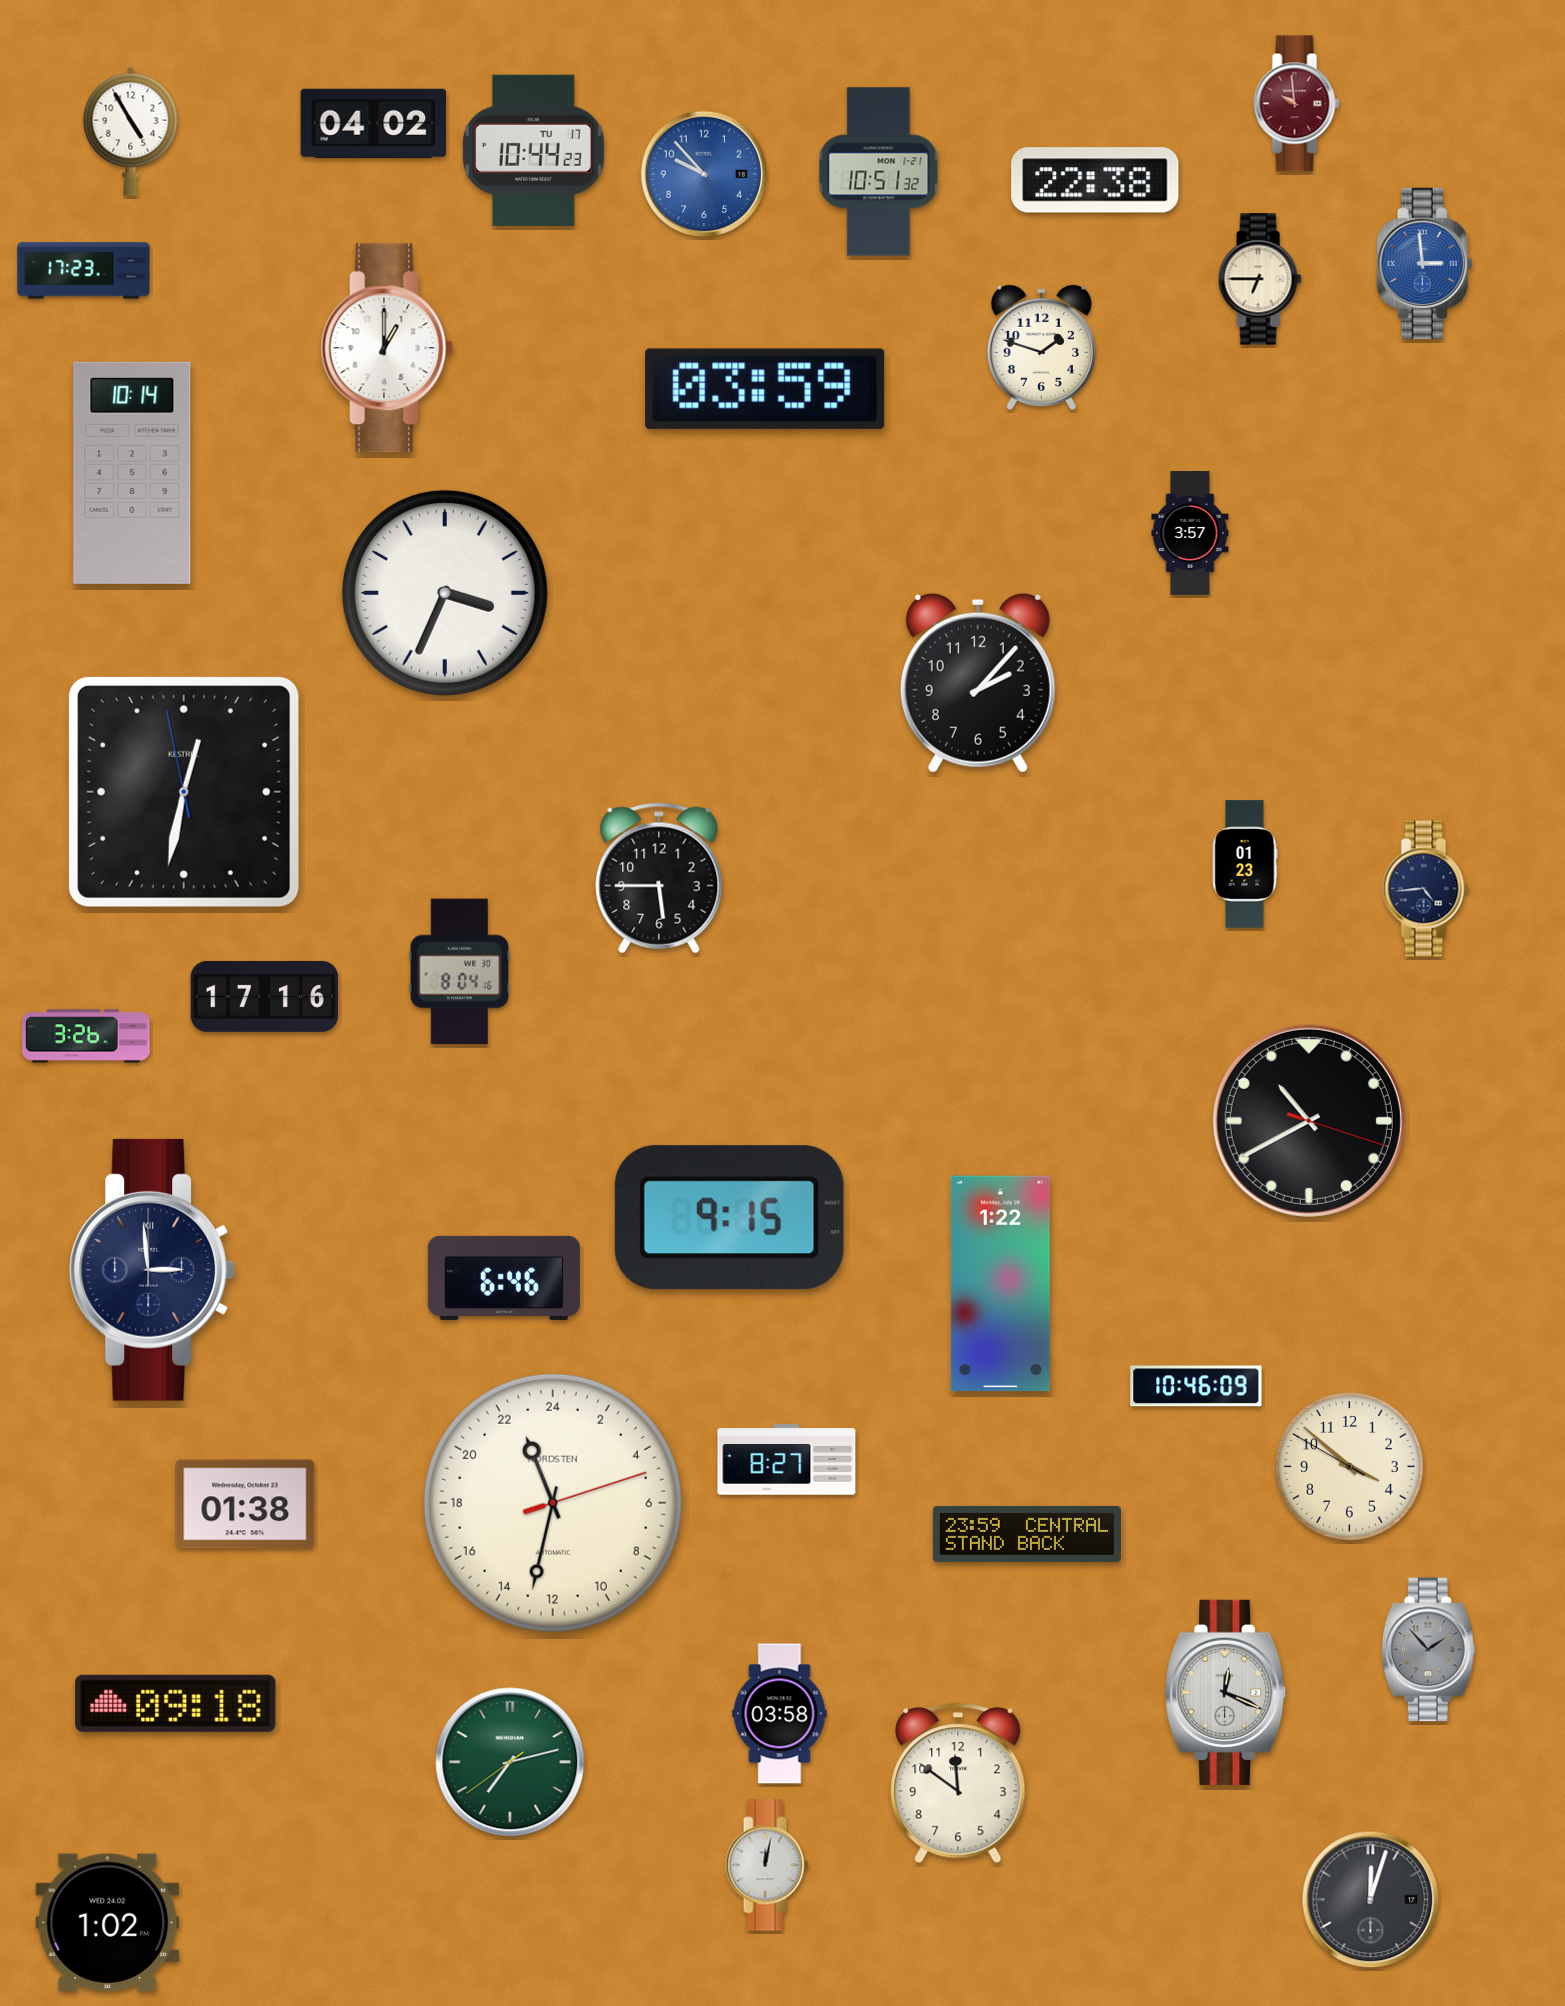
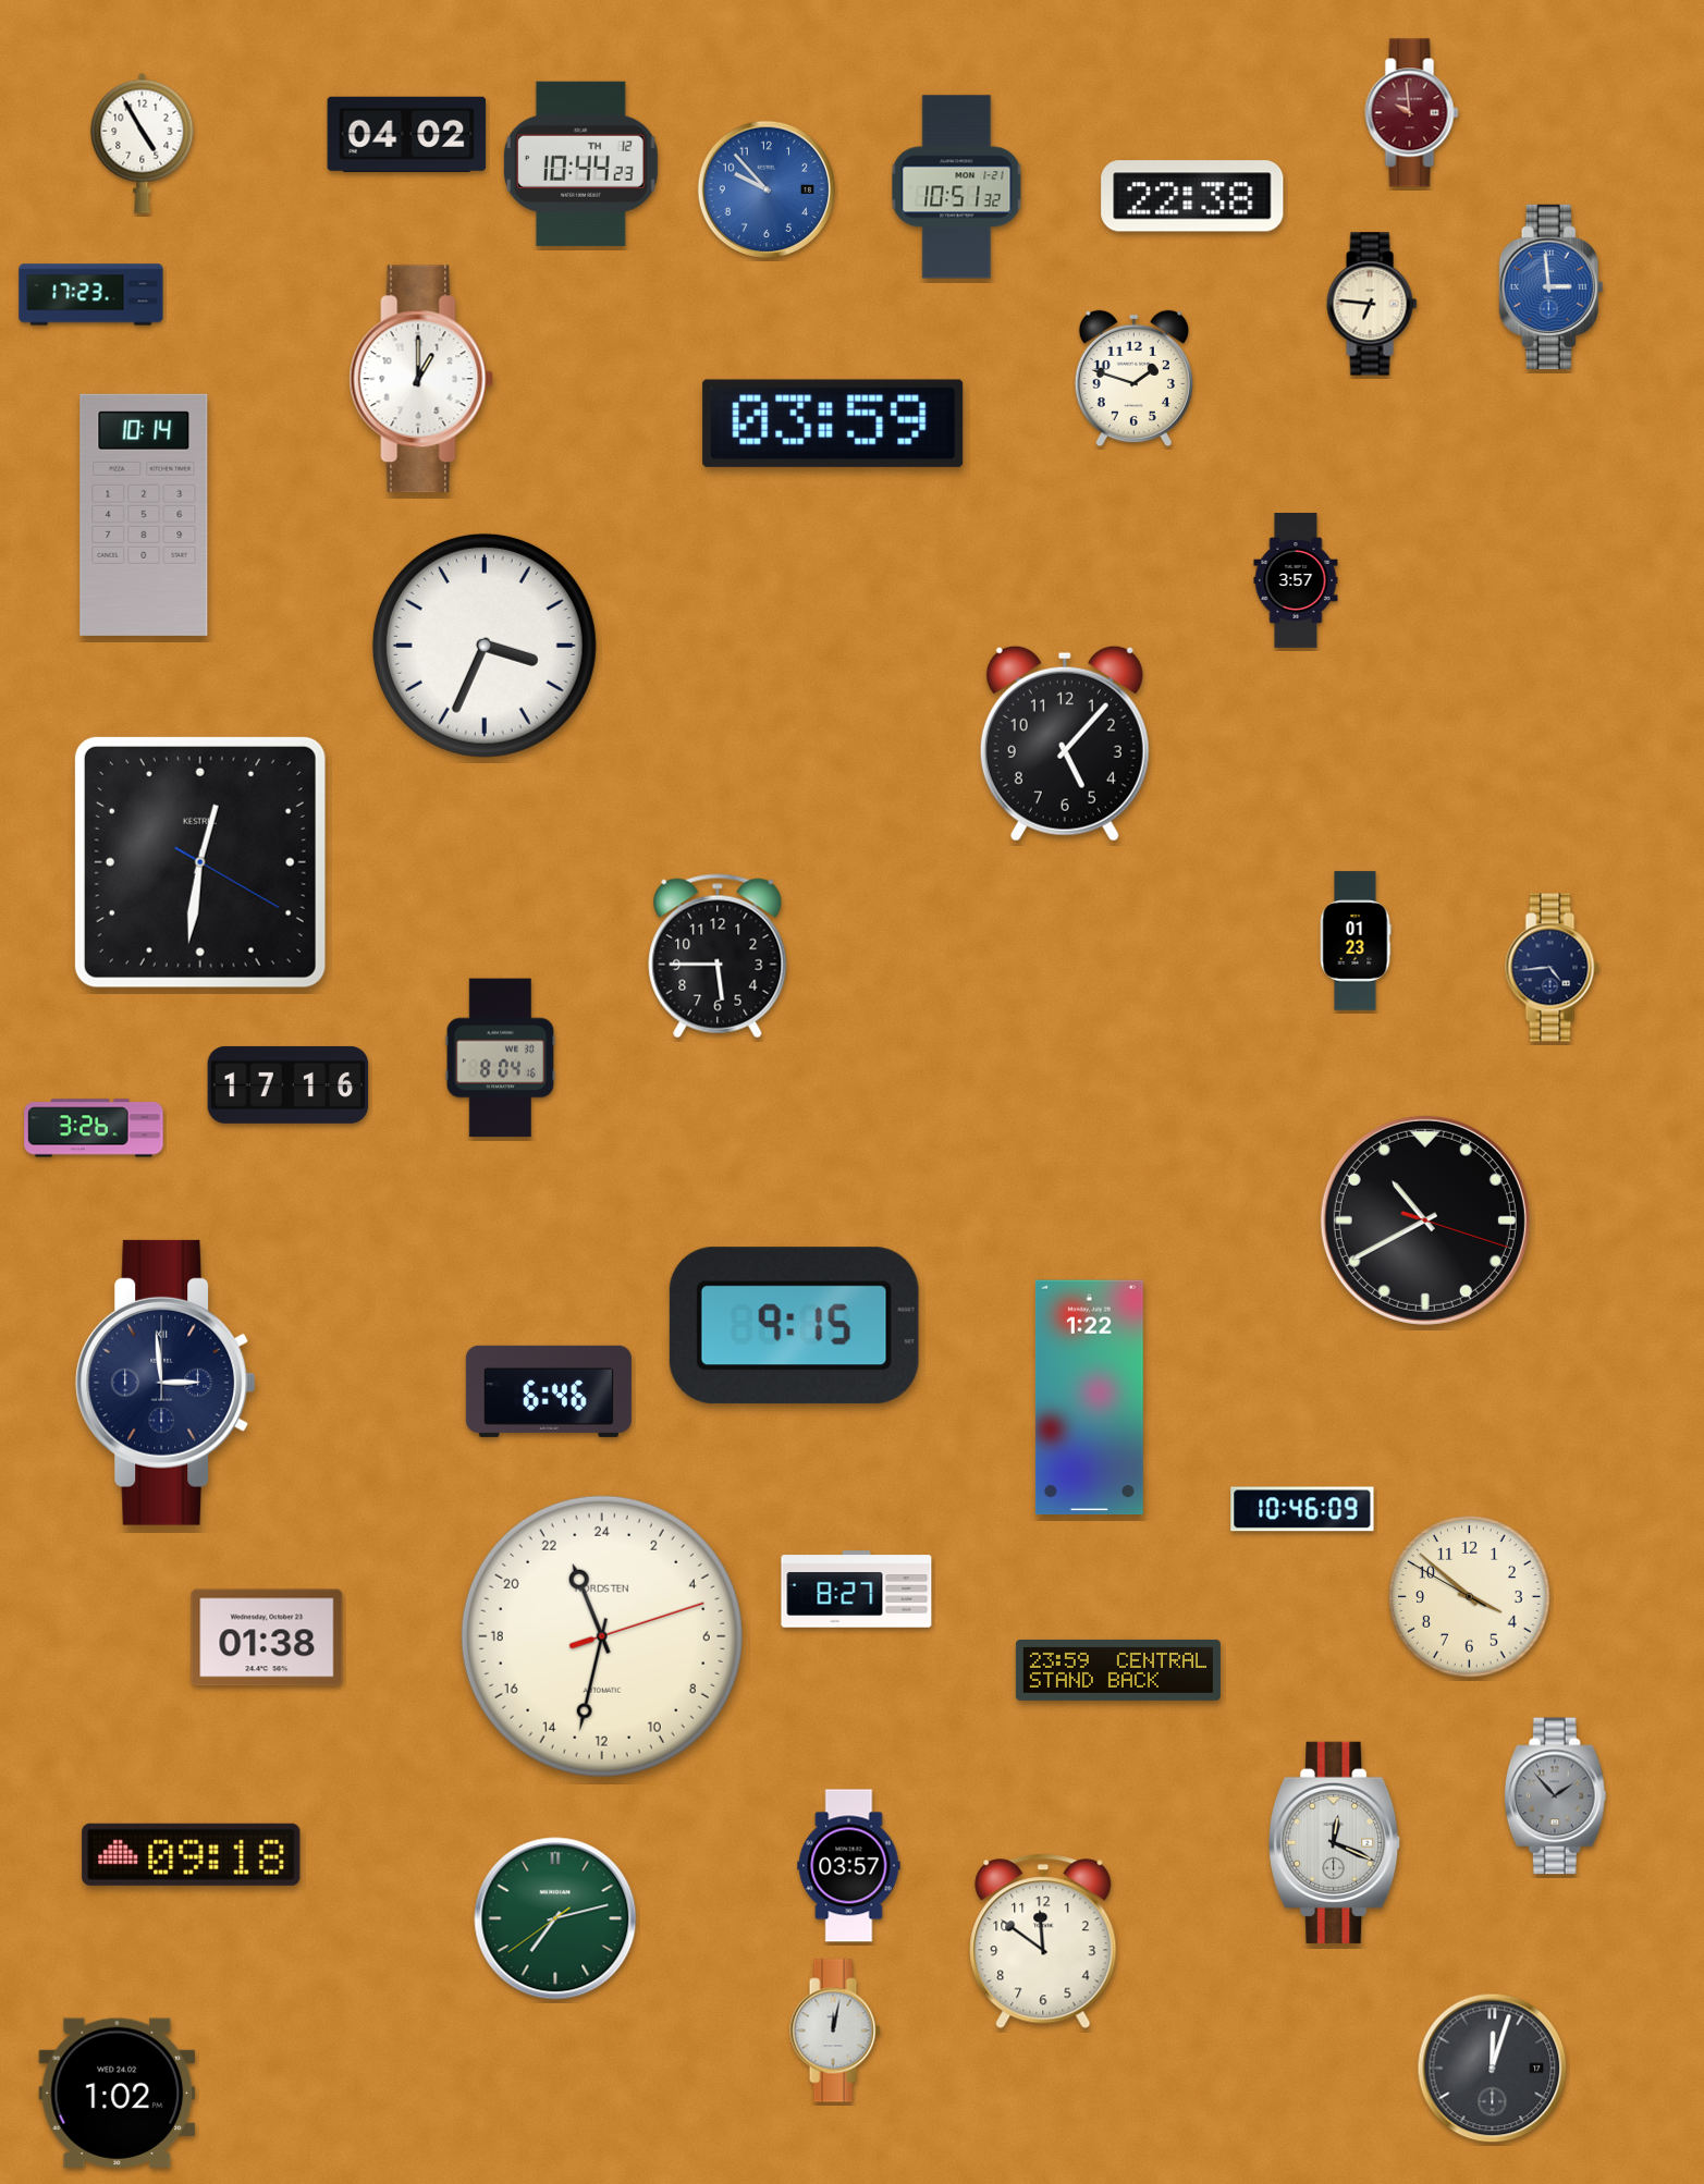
clock at (533, 150) date: TU 17 -> TH 12
clock at (1260, 279): 6:45 -> 6:46
clock at (978, 683): 2:07 -> 5:07
clock at (184, 792): 12:31:58 -> 12:31:20
clock at (780, 1714): 03:58 -> 03:57
